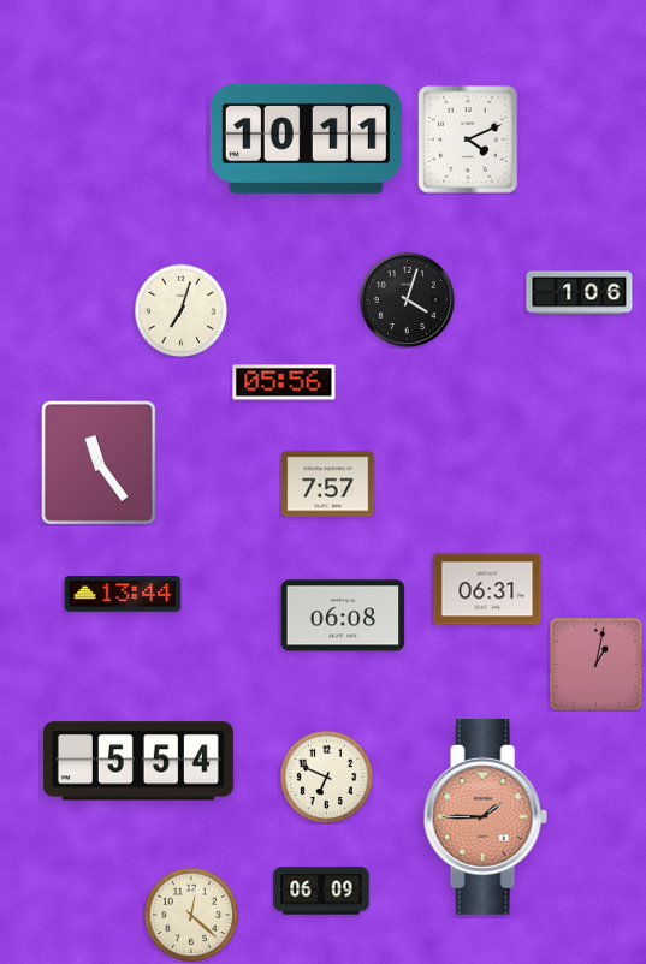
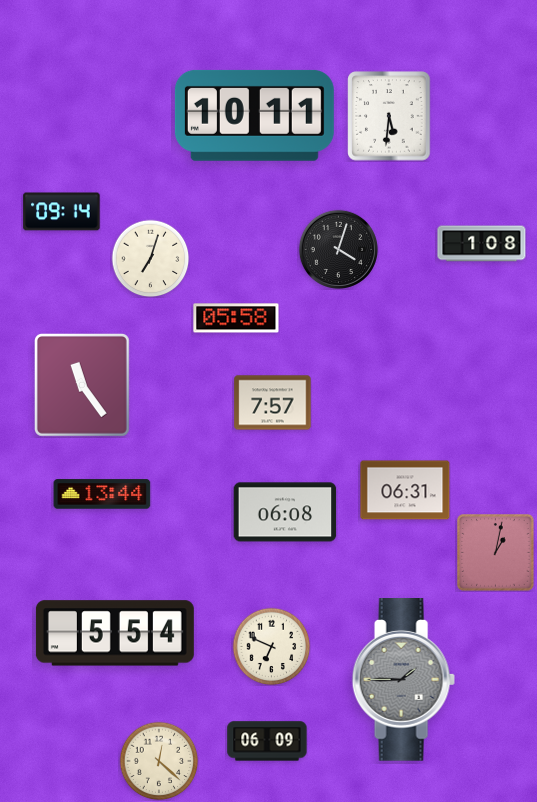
clock at (468, 139): 4:11 -> 5:31
clock at (62, 212): none -> 09:14
clock at (580, 293): 1:06 -> 1:08
clock at (284, 382): 05:56 -> 05:58
clock at (485, 817) dial: salmon -> grey
